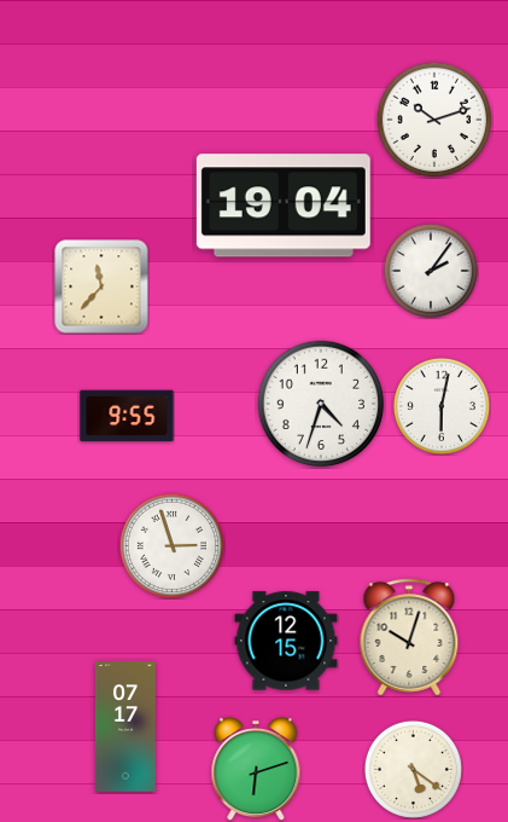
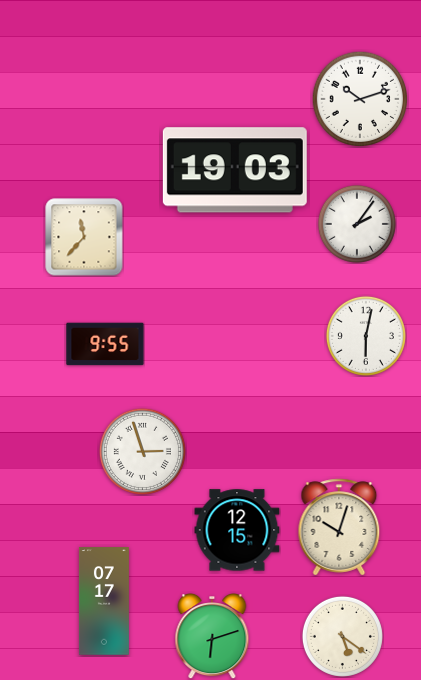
clock at (284, 205): 19:04 -> 19:03
clock at (321, 404): 4:33 -> none
